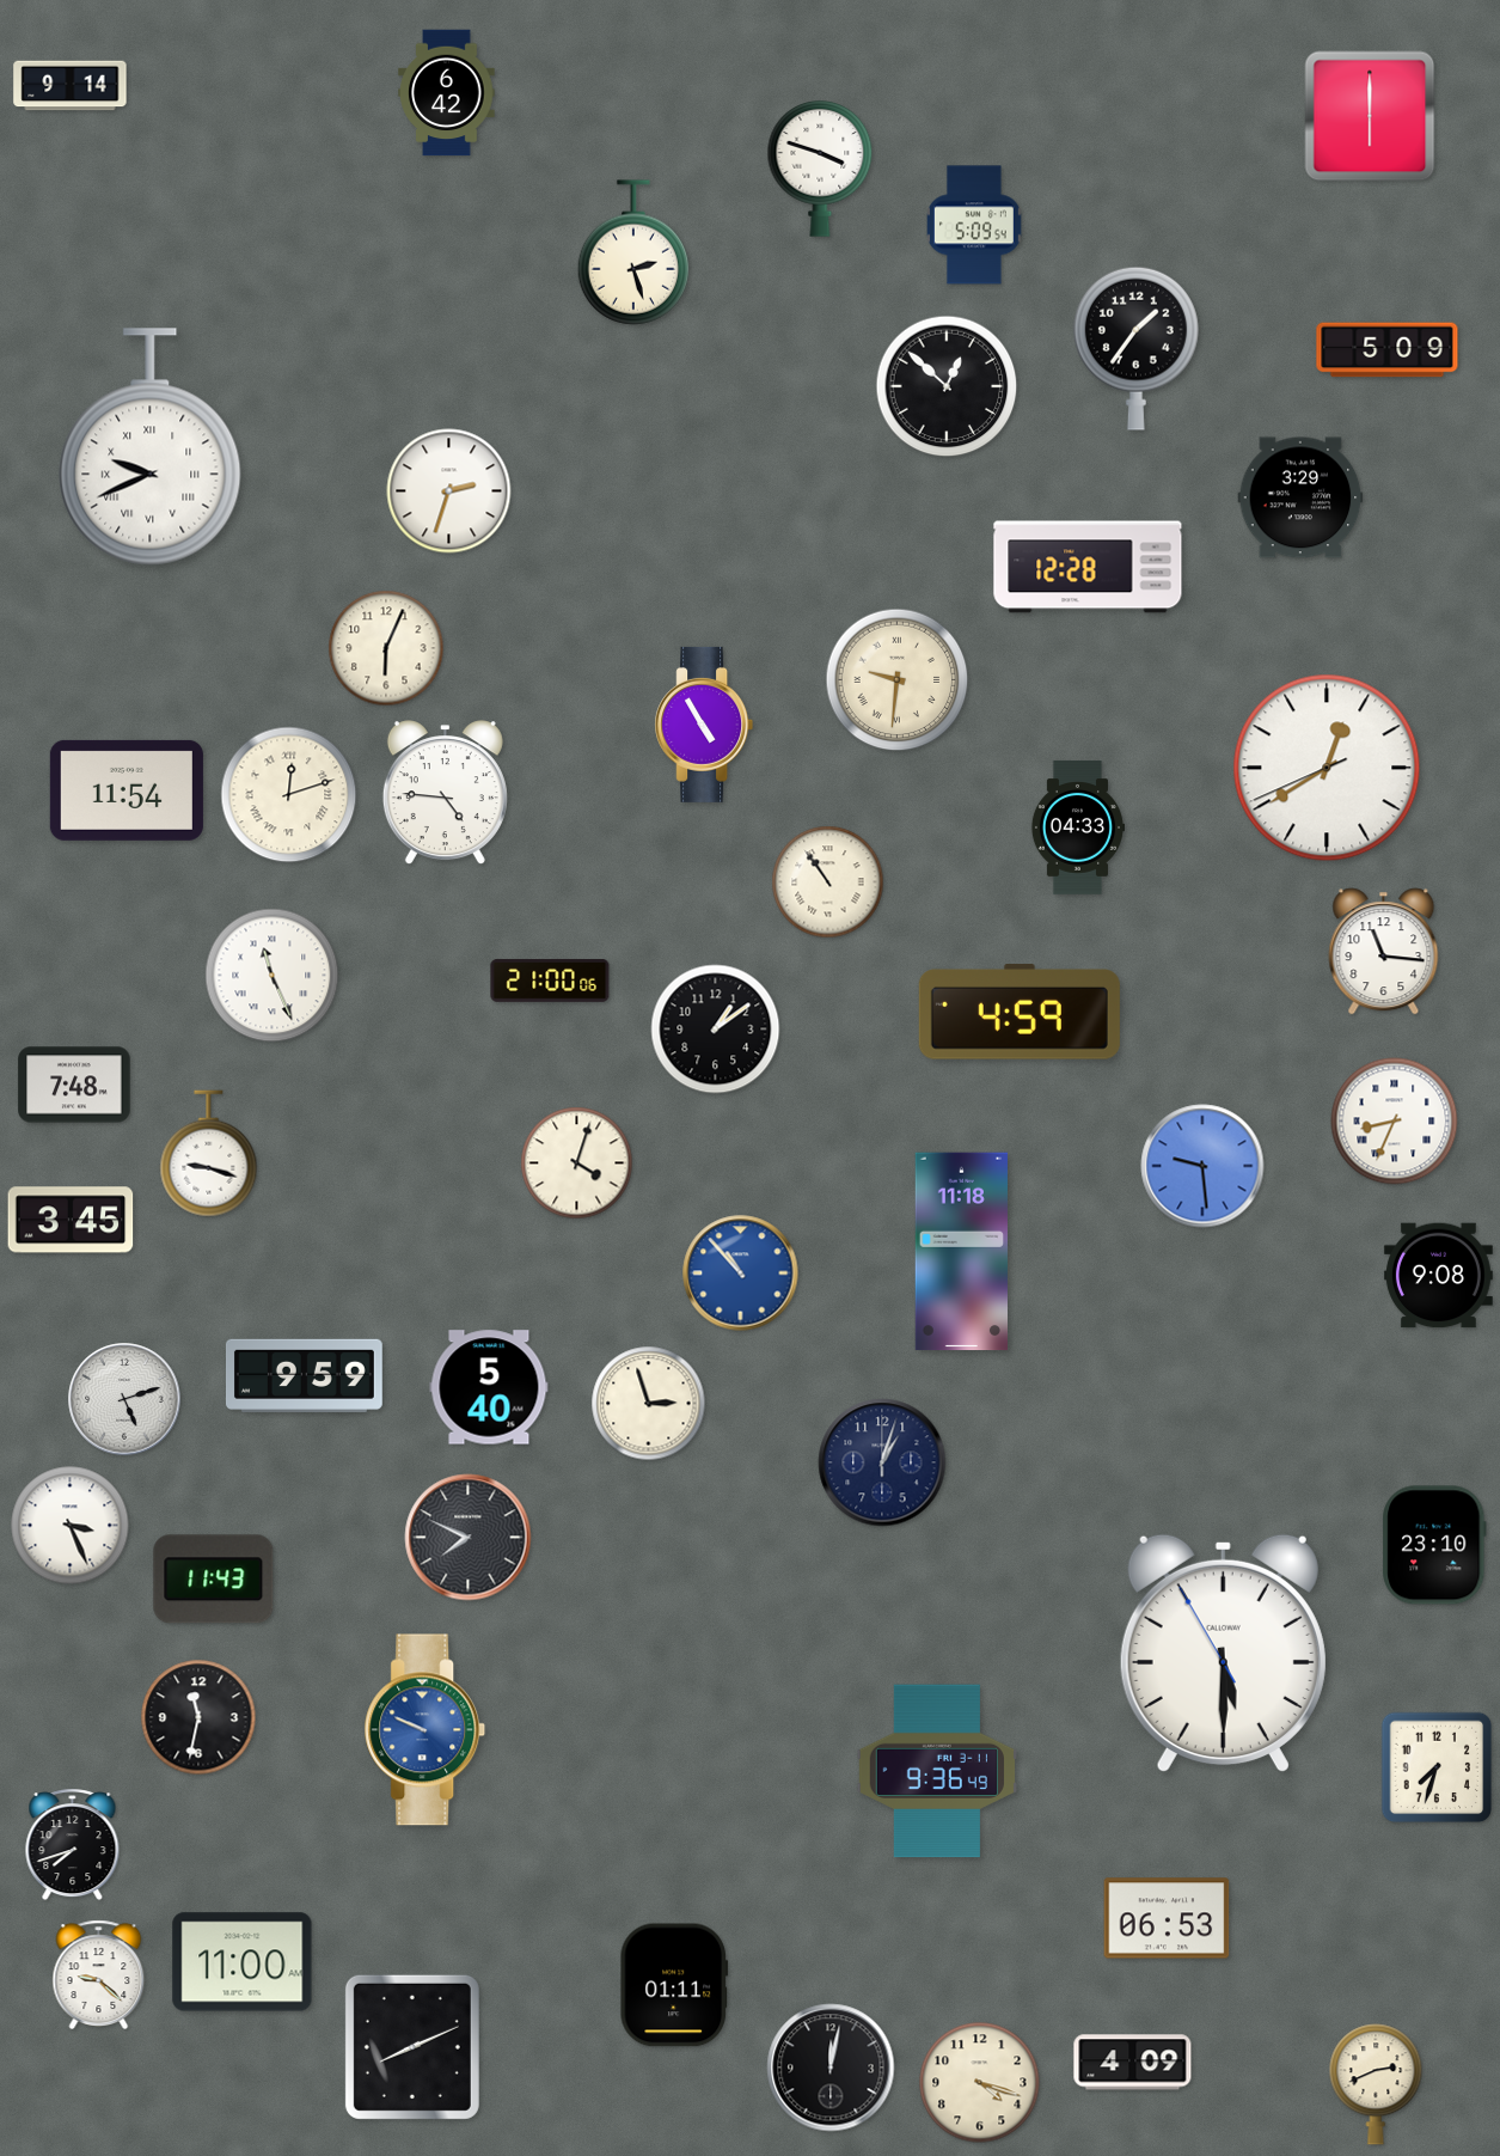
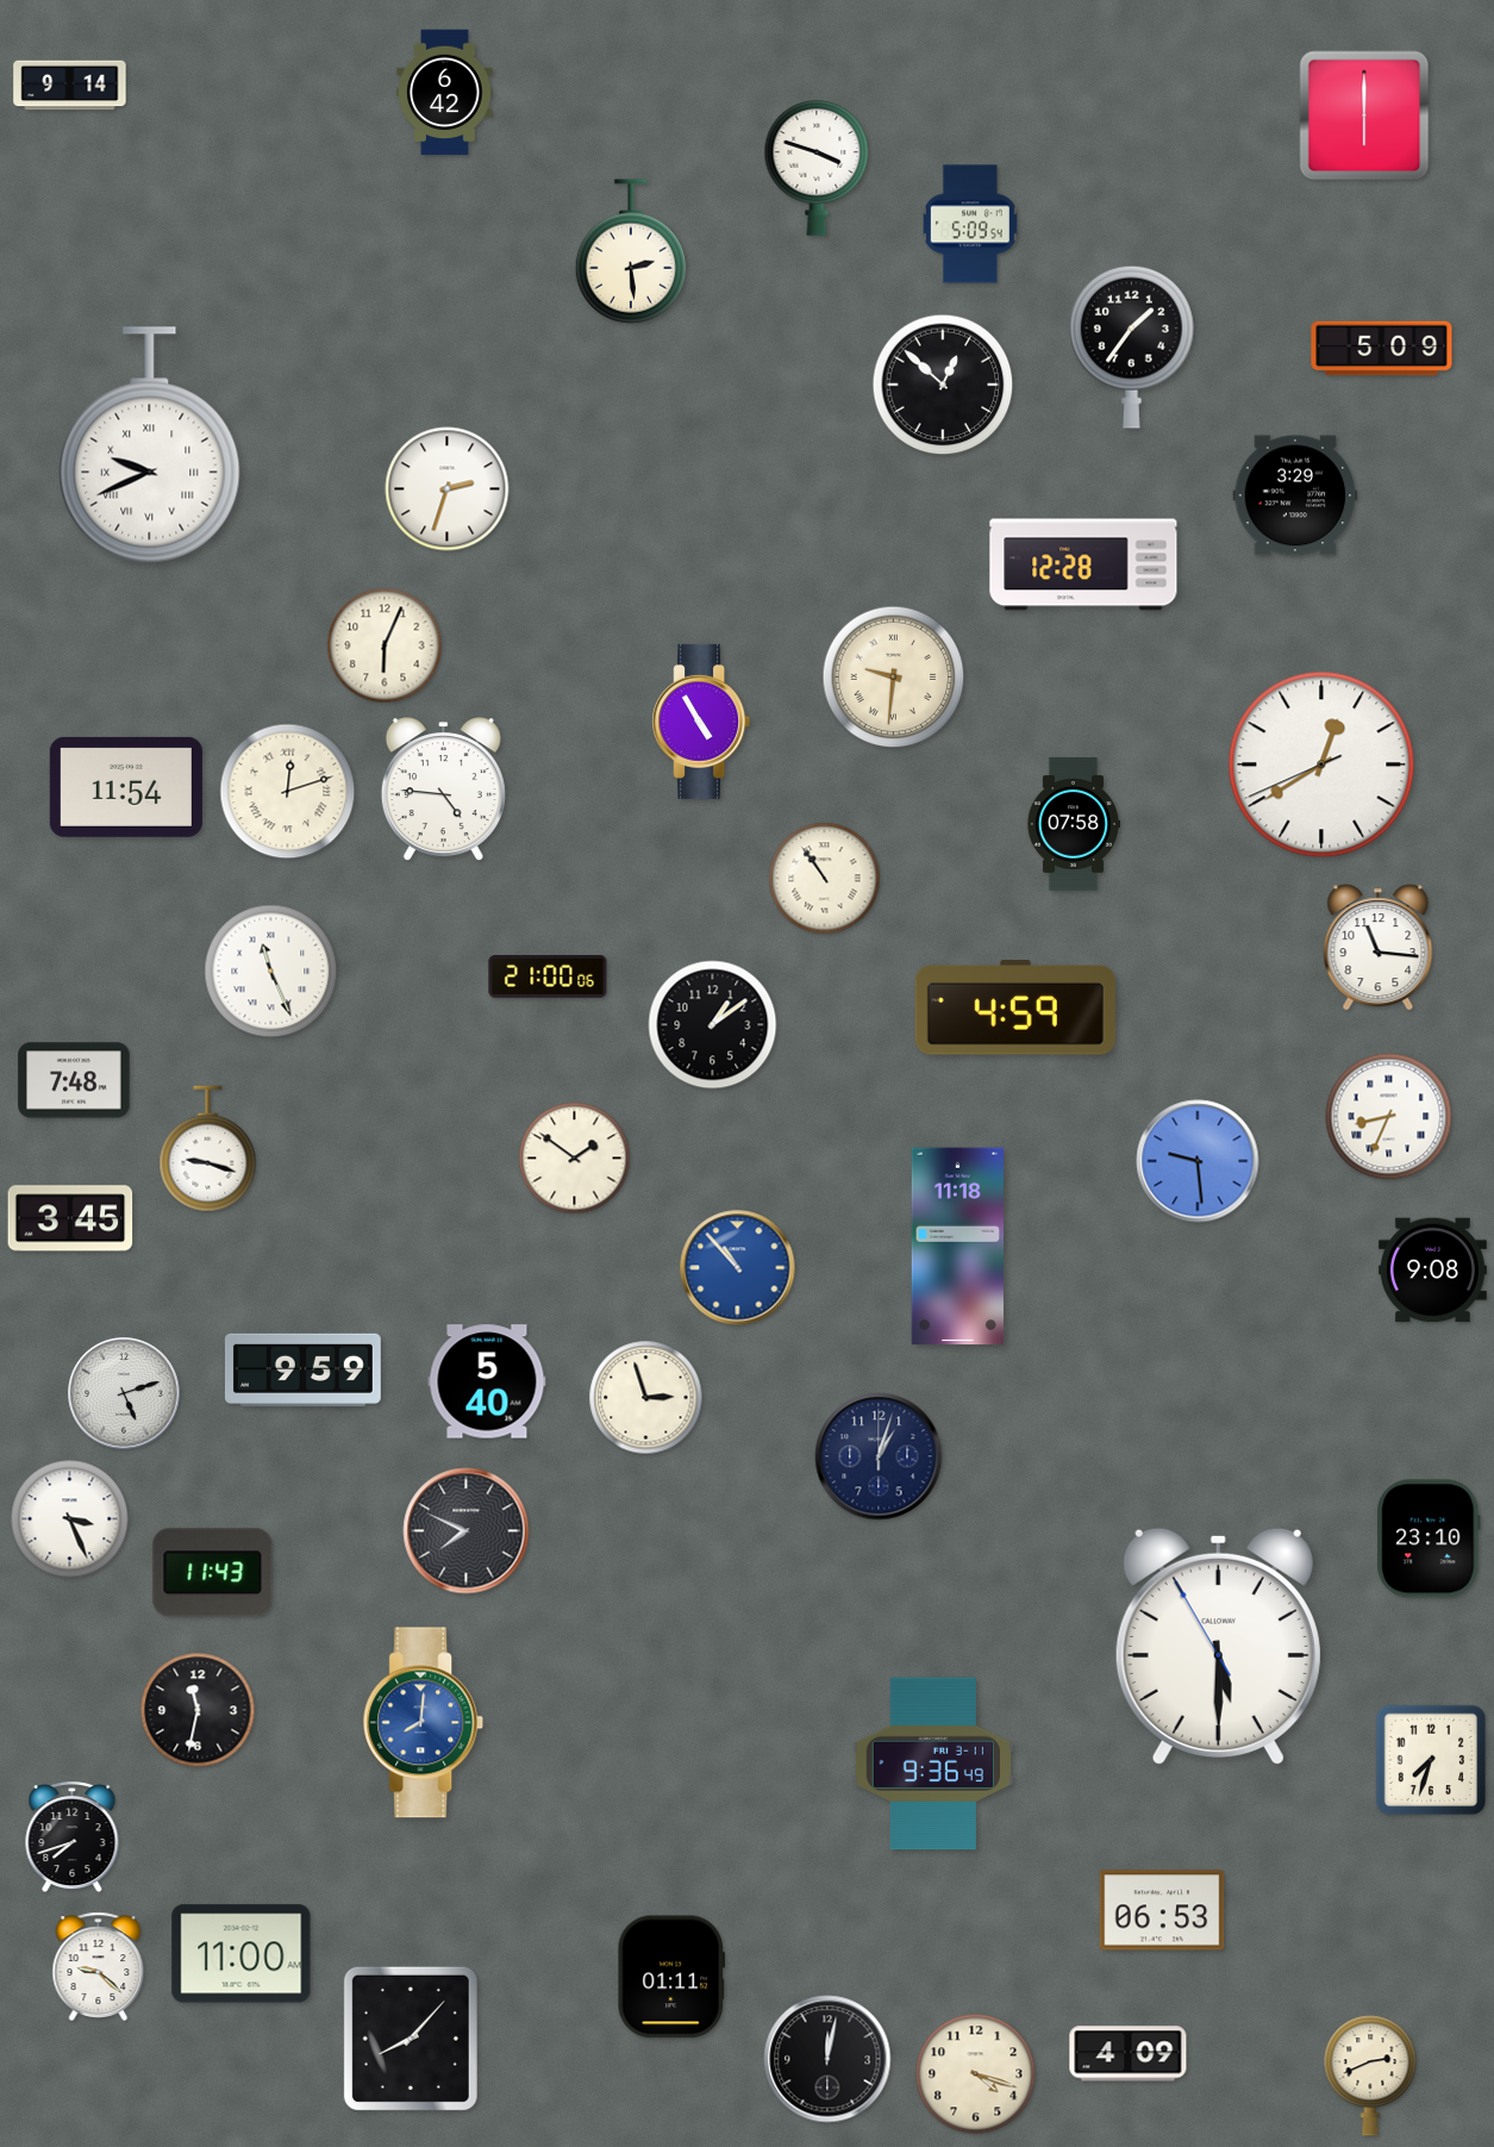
clock at (632, 252): 2:27 -> 2:29
clock at (1077, 827): 04:33 -> 07:58
clock at (577, 1163): 4:03 -> 1:51
clock at (71, 1220) position: (71, 1220) -> (70, 1218)
clock at (425, 1730): 9:49 -> 8:01
clock at (412, 2047): 8:11 -> 8:07
